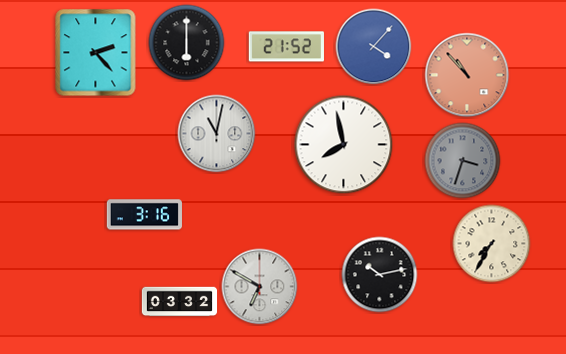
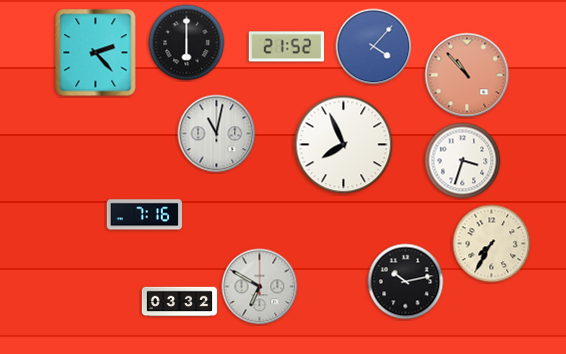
clock at (344, 145): 7:58 -> 7:56
clock at (463, 161) dial: grey -> white
clock at (144, 215): 3:16 -> 7:16
clock at (380, 275) position: (380, 275) -> (406, 282)
